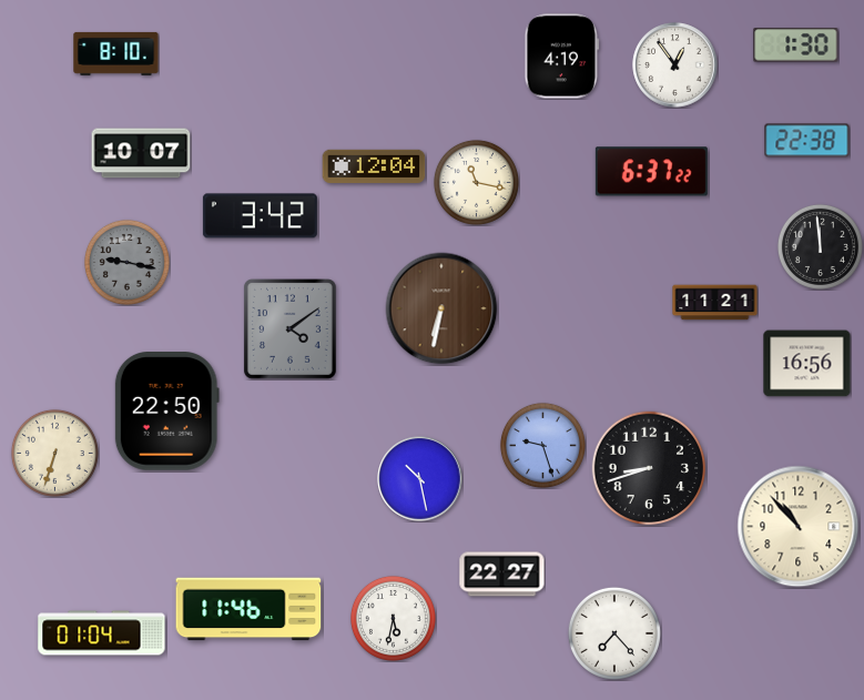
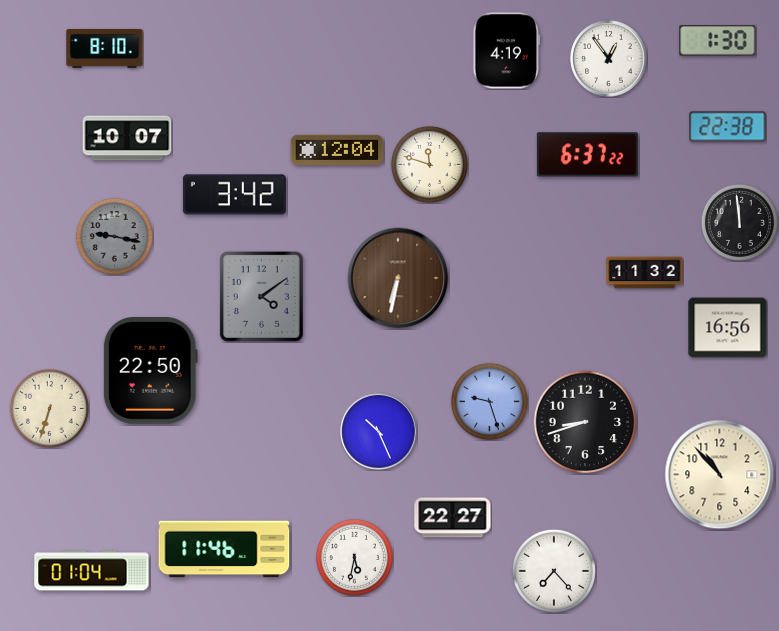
clock at (476, 182): 11:17 -> 11:48
clock at (715, 303): 11:21 -> 11:32
clock at (420, 479): 10:28 -> 10:26
